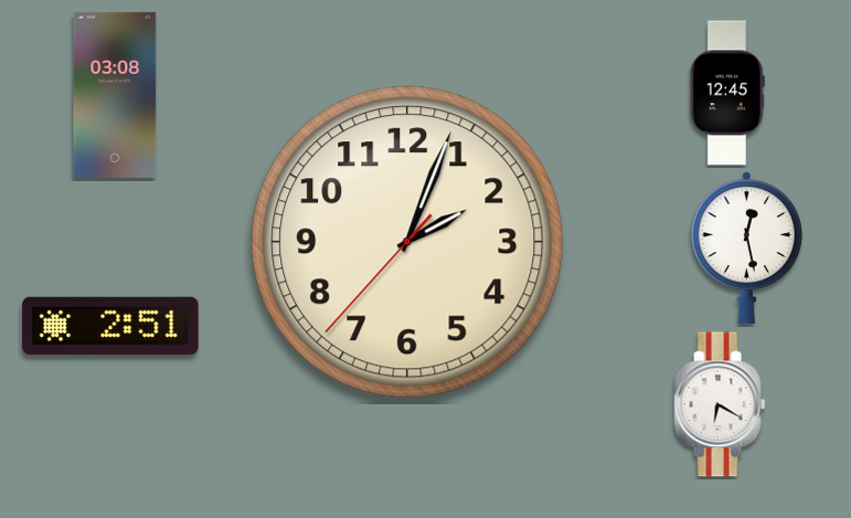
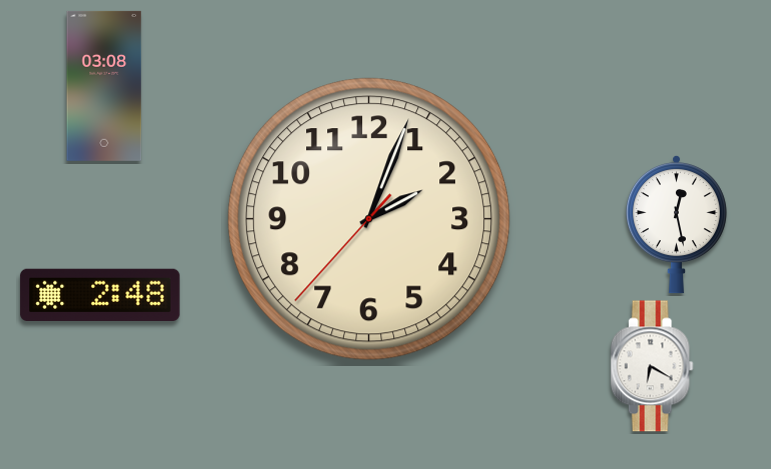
clock at (727, 93): 12:45 -> none
clock at (110, 325): 2:51 -> 2:48
